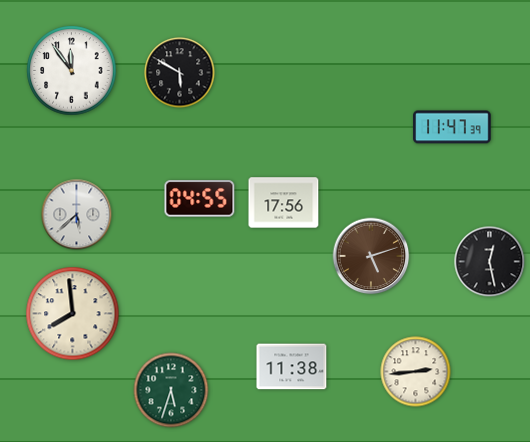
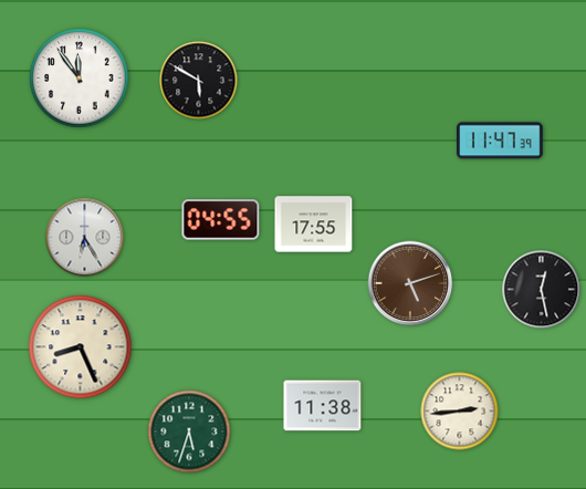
clock at (284, 203): 17:56 -> 17:55
clock at (77, 215): 5:38 -> 6:25
clock at (73, 314): 7:59 -> 8:26
